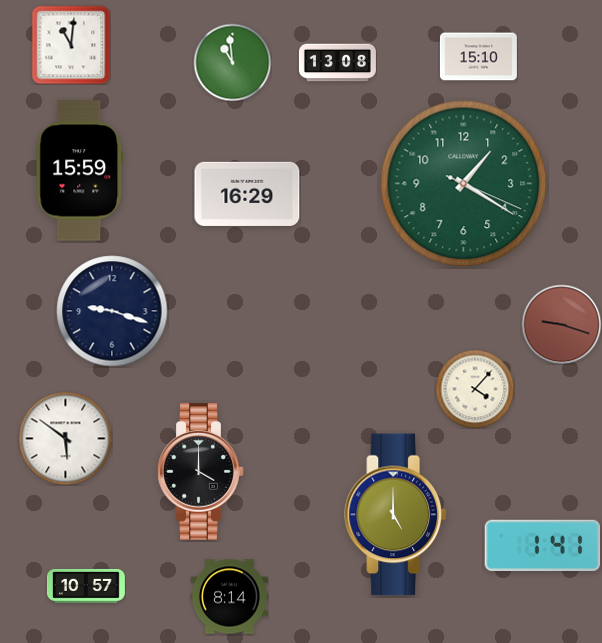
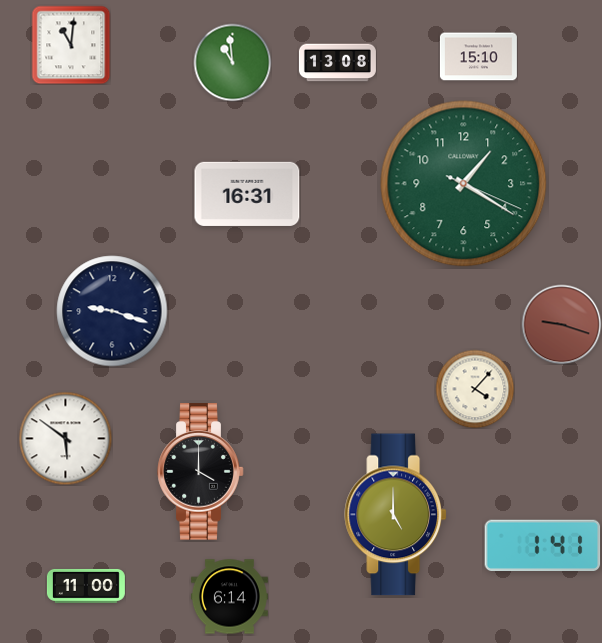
clock at (80, 171): 15:59 -> none
clock at (247, 194): 16:29 -> 16:31
clock at (86, 586): 10:57 -> 11:00
clock at (229, 597): 8:14 -> 6:14
